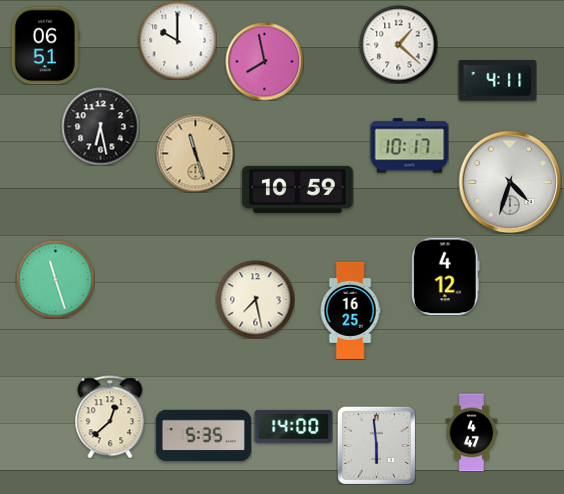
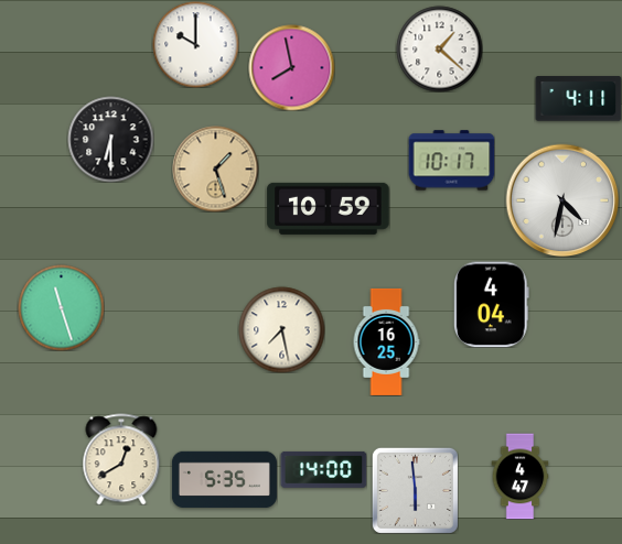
clock at (45, 45): 06:51 -> none
clock at (497, 81) position: (497, 81) -> (578, 99)
clock at (100, 126): 6:28 -> 6:30
clock at (195, 153): 11:27 -> 1:27
clock at (510, 182): 4:33 -> 4:32
clock at (445, 276): 4:12 -> 4:04
clock at (110, 417): 12:38 -> 12:40
